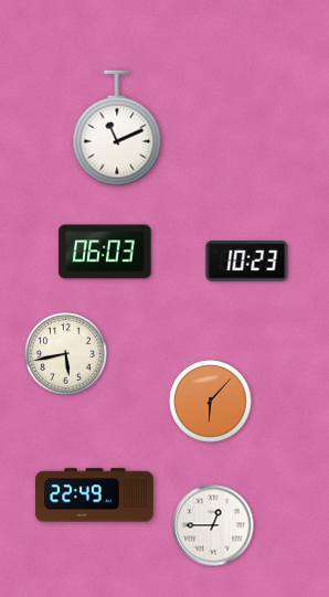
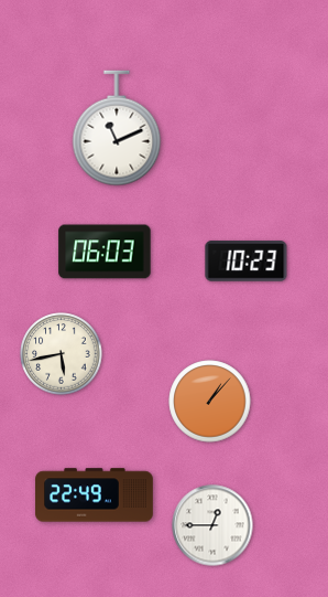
clock at (66, 354) position: (66, 354) -> (62, 354)
clock at (211, 402): 6:07 -> 1:07
